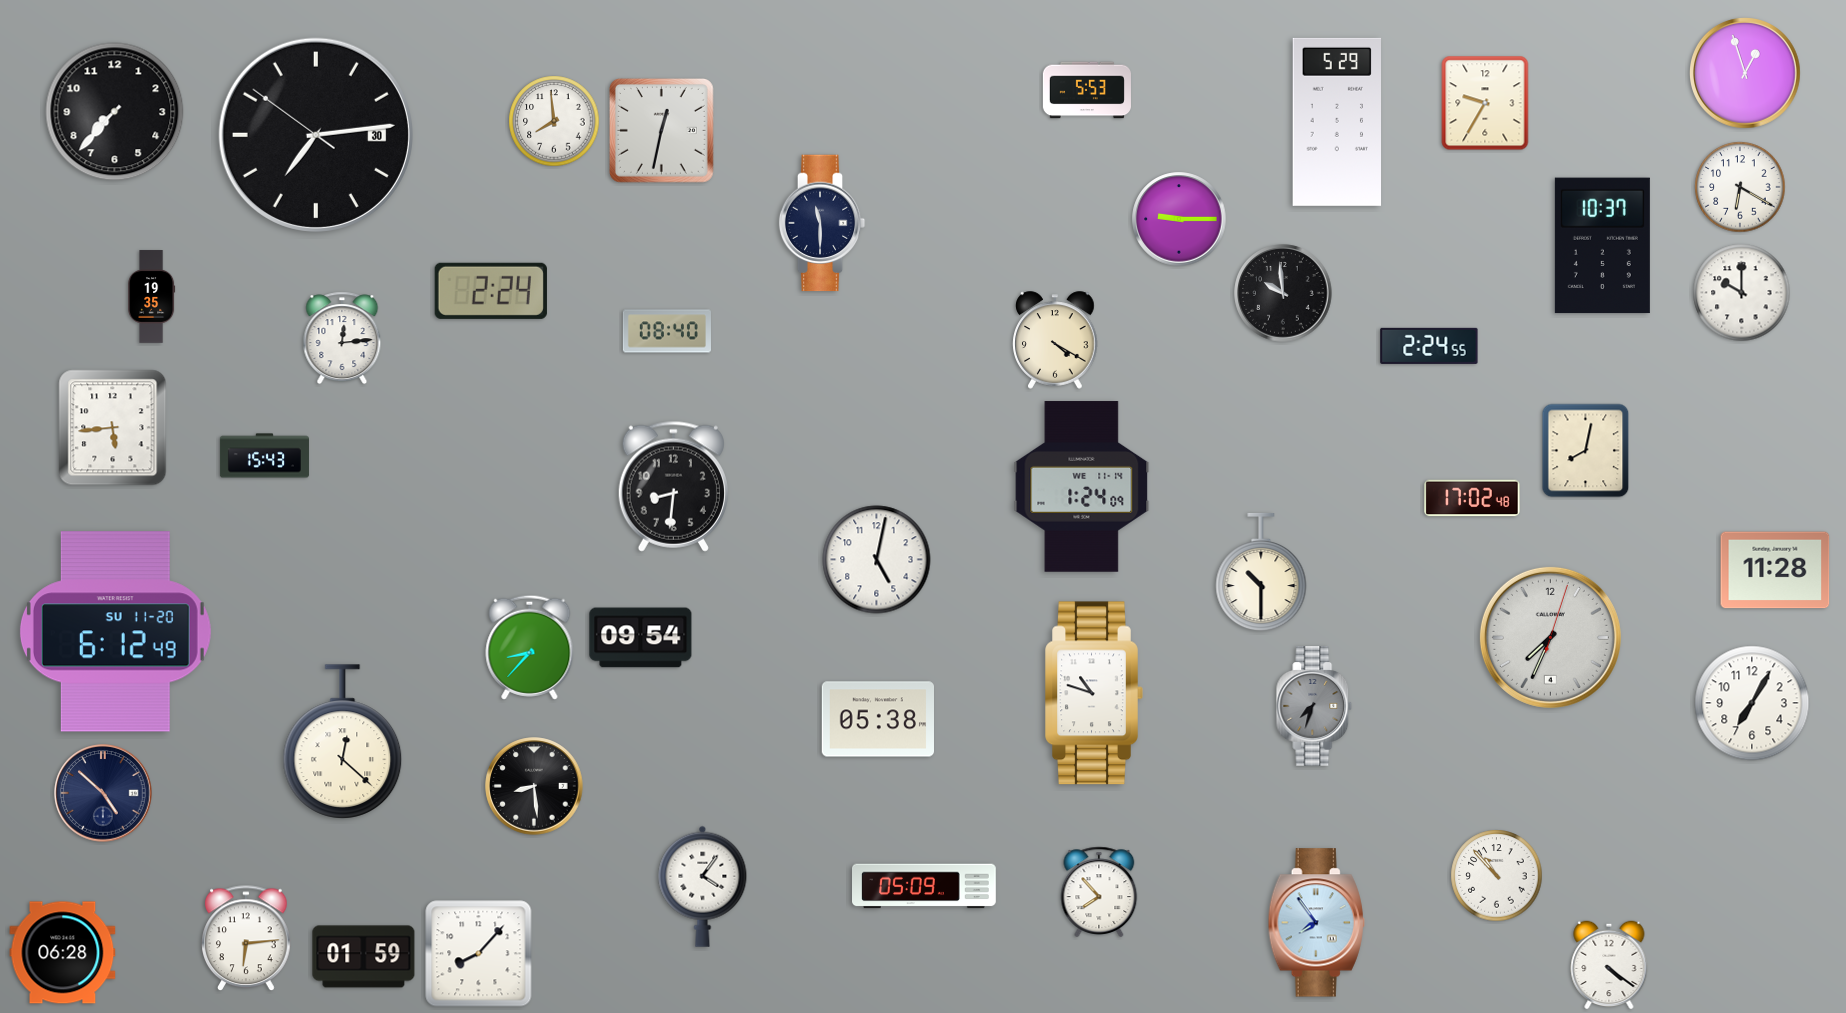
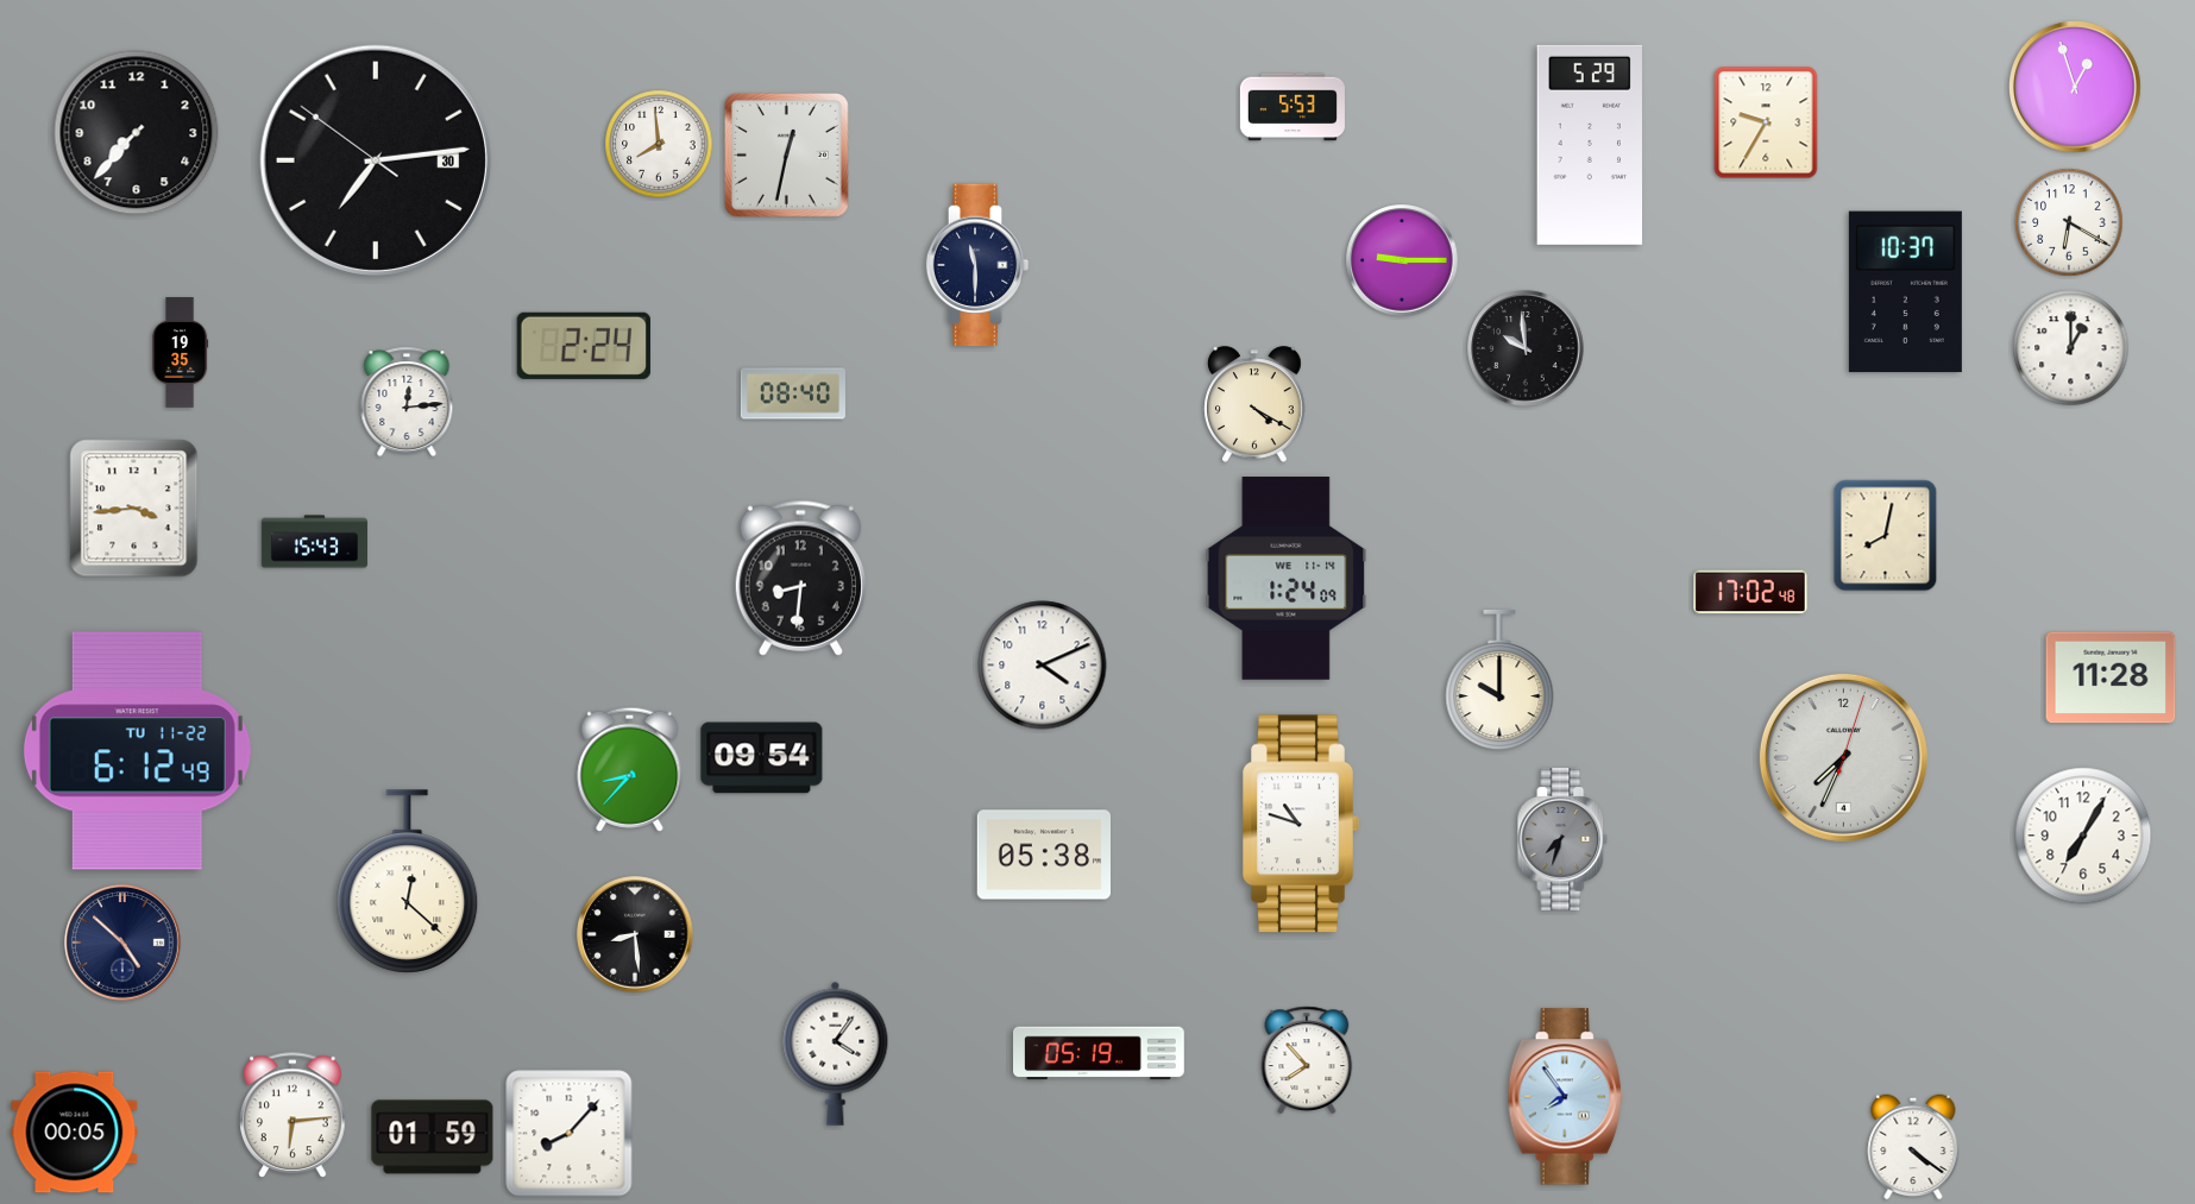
clock at (1742, 293): 10:00 -> 1:00
clock at (1429, 346): 2:24 -> none
clock at (113, 428): 5:44 -> 3:44
clock at (877, 560): 5:02 -> 4:11
clock at (1261, 572): 10:30 -> 10:00
clock at (115, 632) date: SU 11-20 -> TU 11-22
clock at (1497, 876): 10:53 -> none
clock at (925, 886): 05:09 -> 05:19
clock at (63, 953): 06:28 -> 00:05
